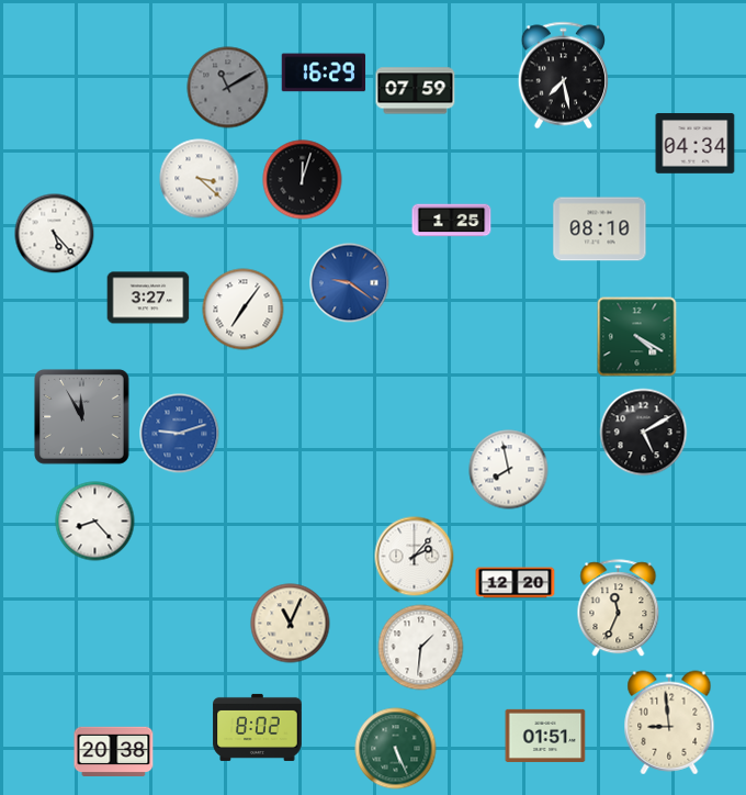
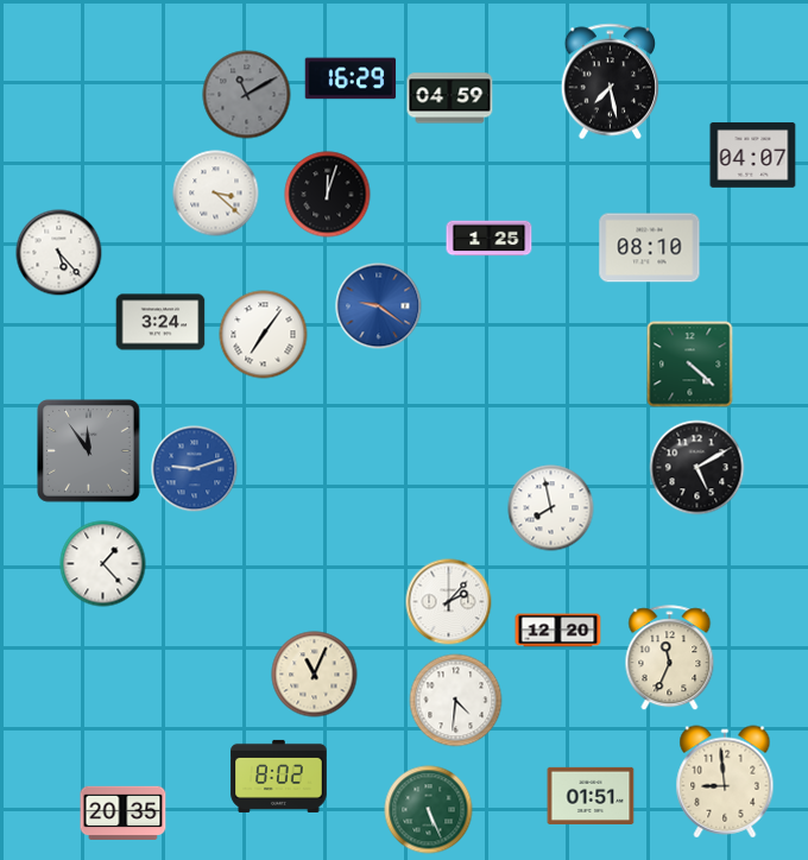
clock at (416, 91): 07:59 -> 04:59
clock at (696, 144): 04:34 -> 04:07
clock at (148, 298): 3:27 -> 3:24
clock at (637, 337): 4:20 -> 4:22
clock at (82, 417): 11:55 -> 11:54
clock at (95, 522): 8:23 -> 1:23
clock at (421, 648): 1:31 -> 4:31
clock at (258, 727) position: (258, 727) -> (279, 776)
clock at (114, 751): 20:38 -> 20:35
